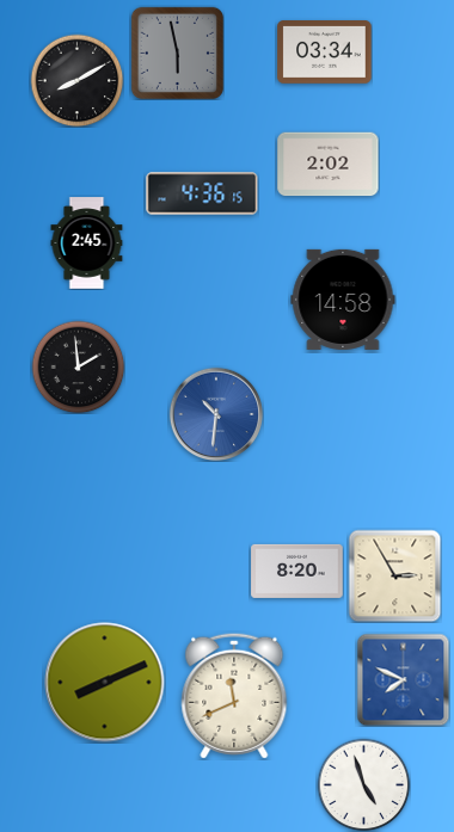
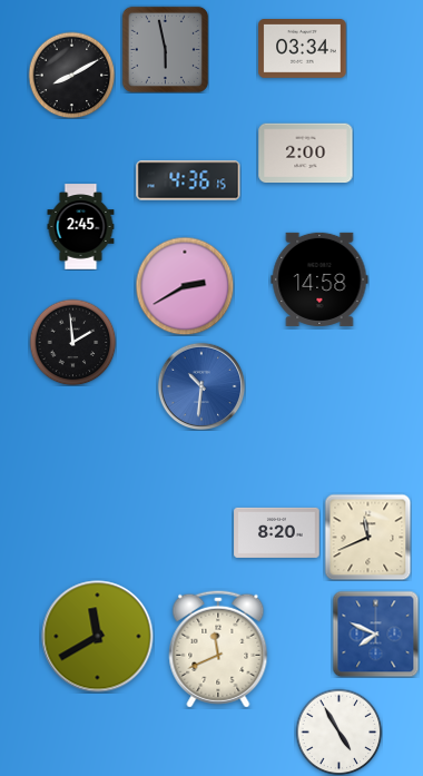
clock at (329, 165): 2:02 -> 2:00
clock at (185, 286): none -> 2:40
clock at (394, 575): 2:55 -> 11:41
clock at (105, 683): 8:11 -> 11:40
clock at (363, 784): 4:57 -> 4:55
